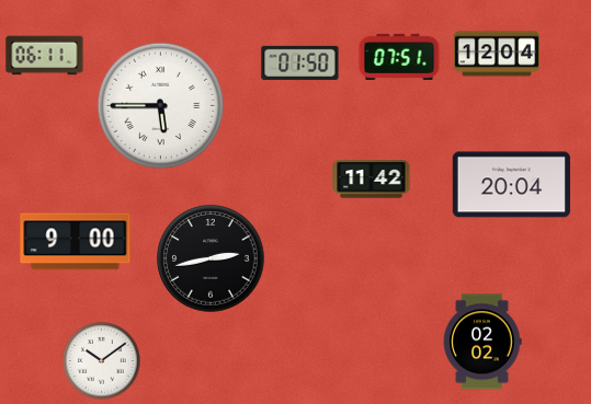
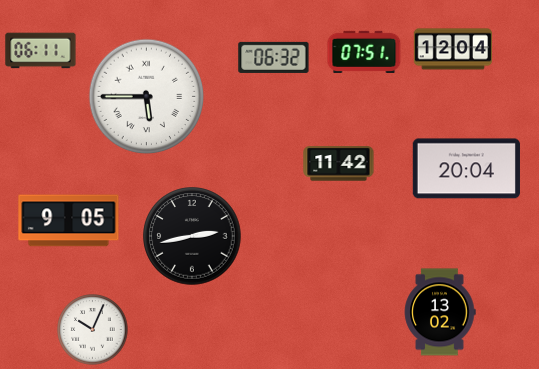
clock at (300, 62): 01:50 -> 06:32
clock at (76, 242): 9:00 -> 9:05
clock at (482, 342): 02:02 -> 13:02
clock at (102, 361): 10:09 -> 10:04
